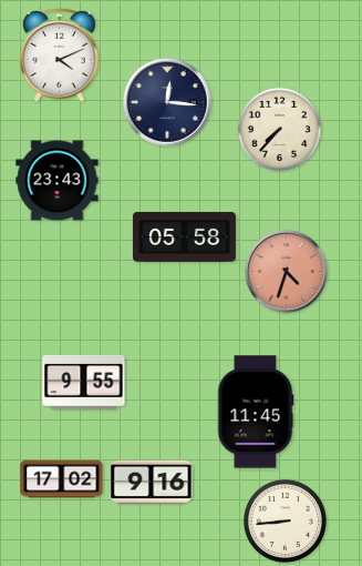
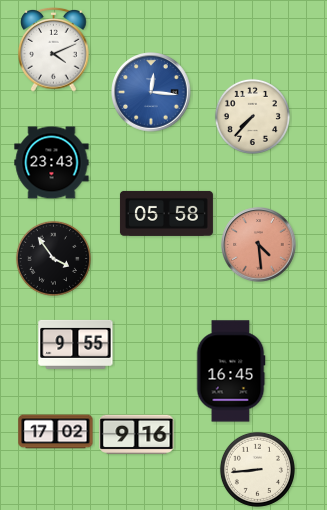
clock at (167, 102) dial: navy -> blue
clock at (287, 272): 4:33 -> 4:29
clock at (53, 258): none -> 3:54
clock at (256, 412): 11:45 -> 16:45
